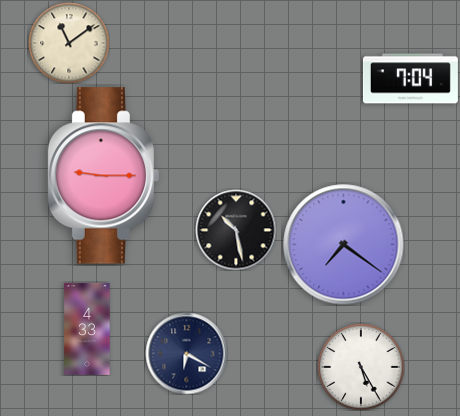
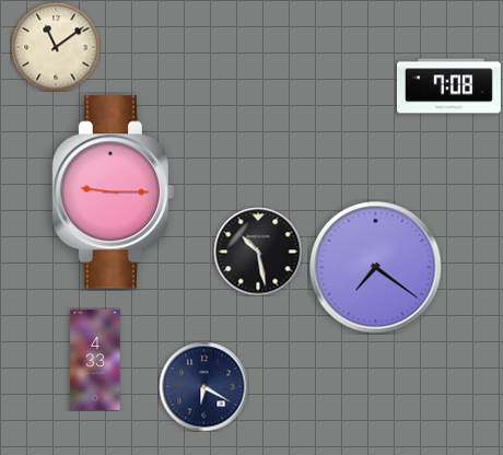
clock at (69, 43) position: (69, 43) -> (56, 47)
clock at (410, 79): 7:04 -> 7:08
clock at (361, 367): 5:25 -> none
